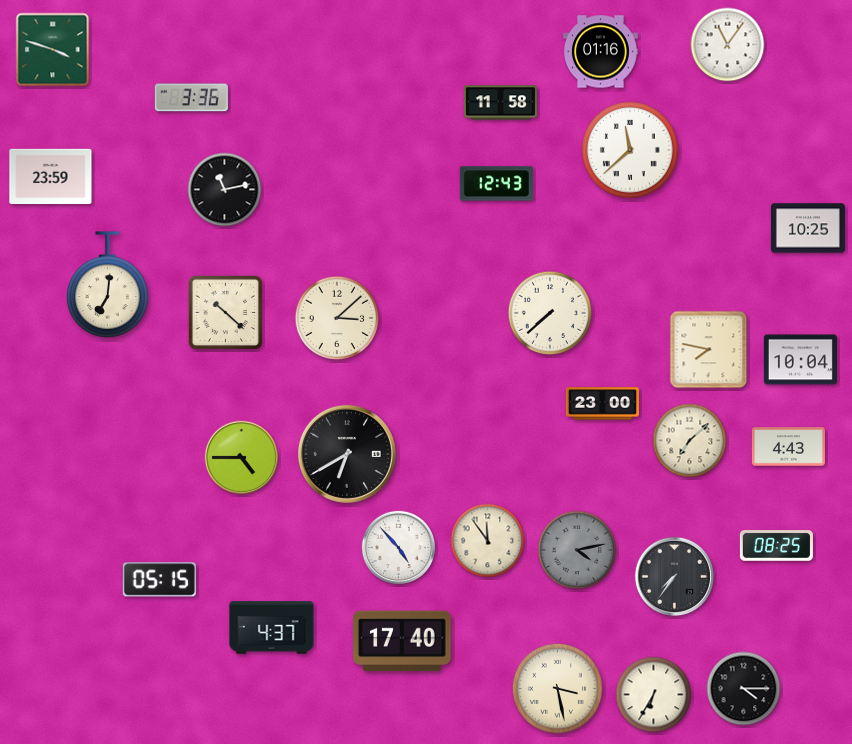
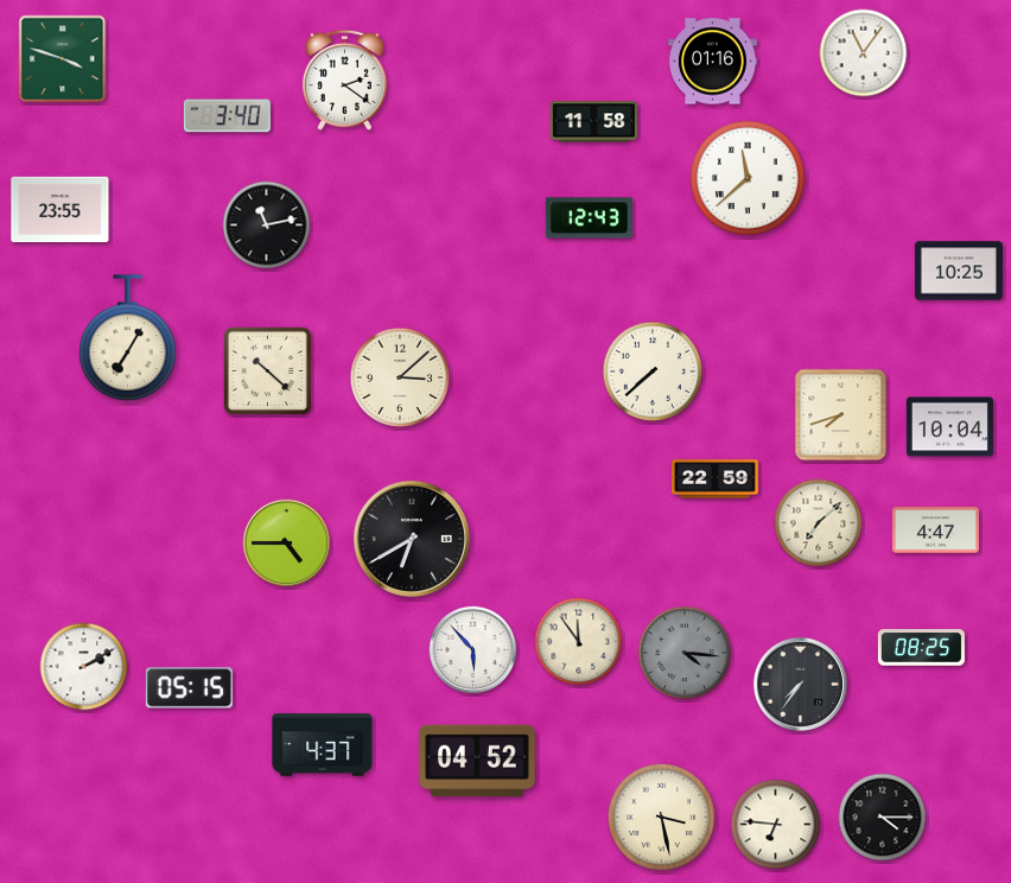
clock at (344, 80): none -> 2:21
clock at (191, 98): 3:36 -> 3:40
clock at (51, 176): 23:59 -> 23:55
clock at (108, 285): 7:01 -> 7:05
clock at (709, 350): 7:47 -> 7:42
clock at (602, 404): 23:00 -> 22:59
clock at (788, 447): 4:43 -> 4:47
clock at (399, 548): 4:53 -> 5:53
clock at (577, 550): 4:13 -> 4:16
clock at (84, 667): none -> 2:10
clock at (402, 641): 17:40 -> 04:52
clock at (654, 695): 6:35 -> 6:46
